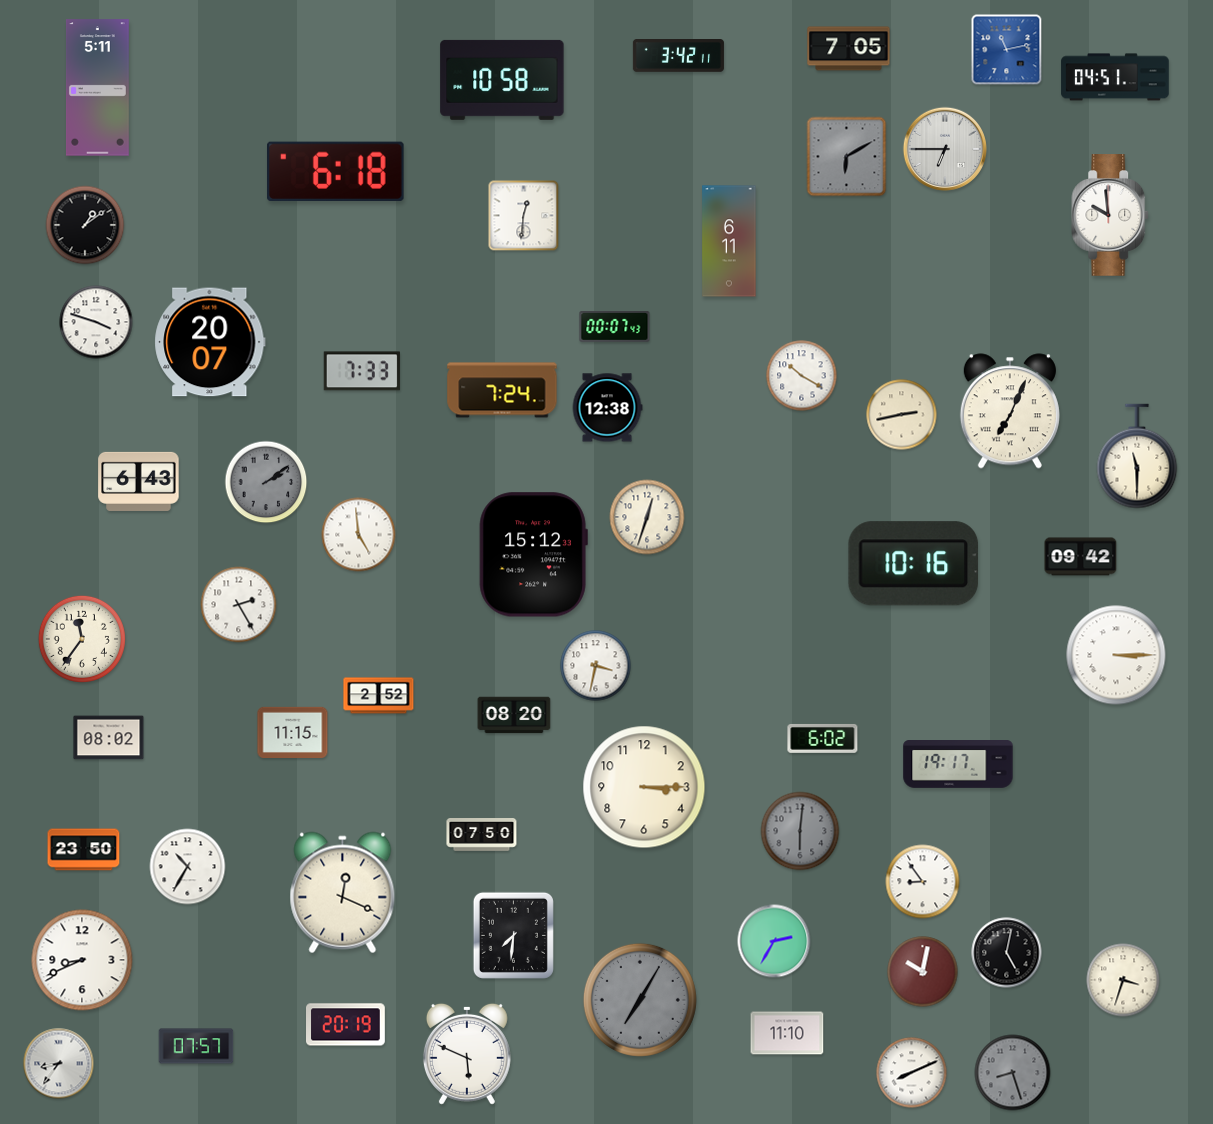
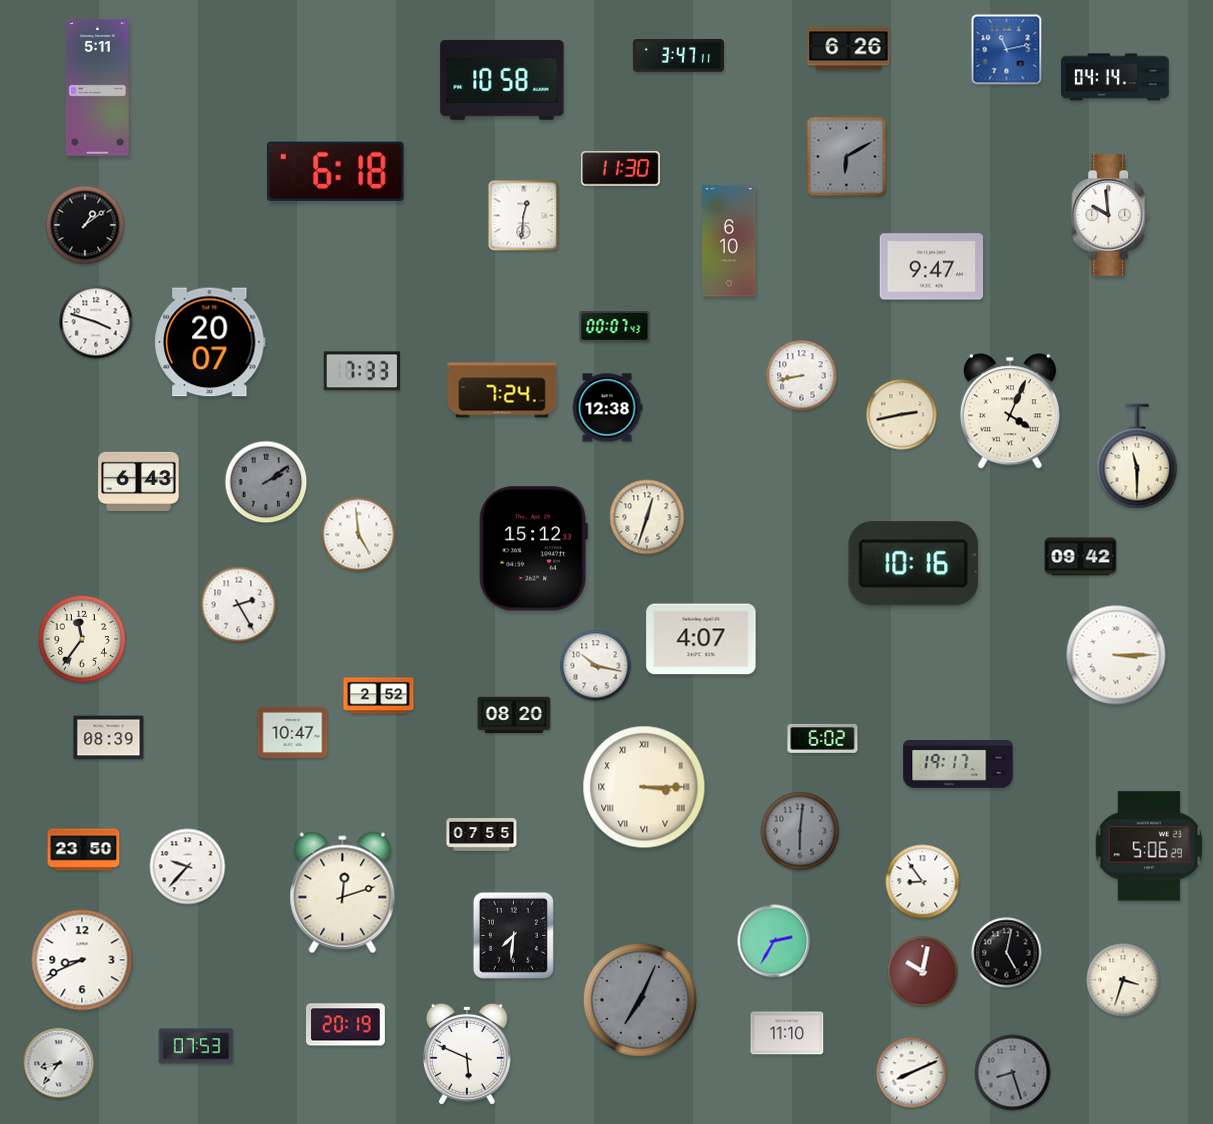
clock at (849, 49): 7:05 -> 6:26
clock at (678, 56): 3:42 -> 3:47
clock at (1115, 77): 04:51 -> 04:14
clock at (945, 149): 6:45 -> none
clock at (620, 169): none -> 11:30
clock at (729, 241): 6:11 -> 6:10
clock at (932, 267): none -> 9:47
clock at (802, 376): 10:20 -> 8:43
clock at (1010, 411): 7:04 -> 4:04
clock at (533, 555) position: (533, 555) -> (533, 549)
clock at (701, 639): none -> 4:07
clock at (596, 666): 3:32 -> 10:17
clock at (293, 732): 11:15 -> 10:47
clock at (109, 738): 08:02 -> 08:39
clock at (644, 787) numerals: Arabic -> Roman
clock at (482, 835): 07:50 -> 07:55
clock at (1149, 846): none -> 5:06
clock at (188, 867): 10:35 -> 9:37
clock at (343, 893): 12:19 -> 12:12
clock at (640, 1000): 7:05 -> 7:04
clock at (196, 1046): 07:57 -> 07:53
